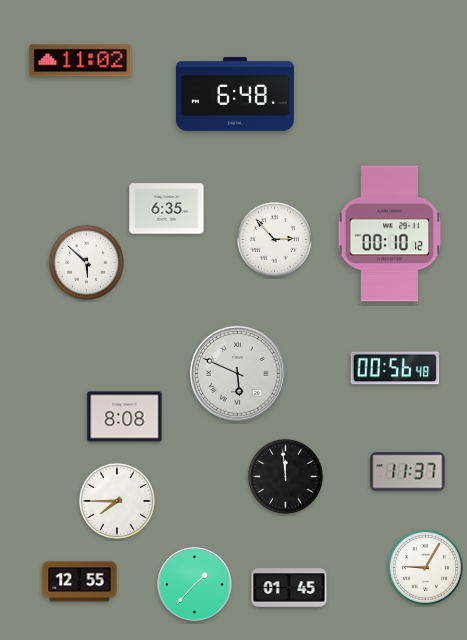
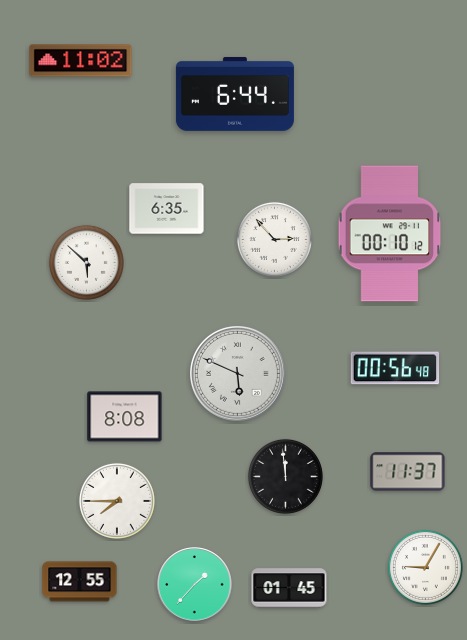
clock at (235, 94): 6:48 -> 6:44
